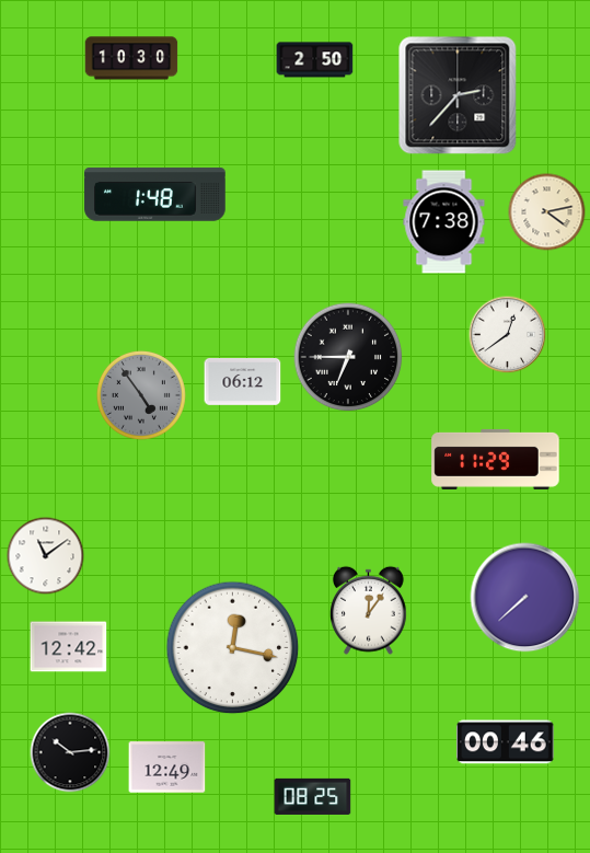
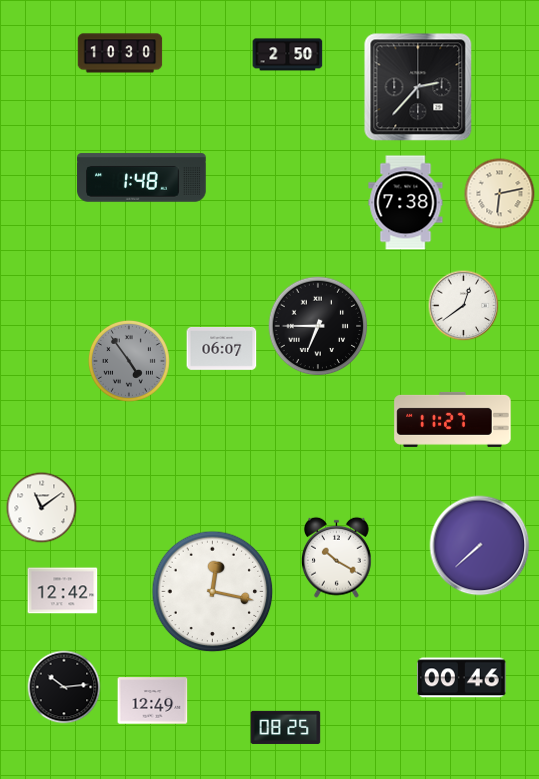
clock at (547, 212): 4:13 -> 6:13
clock at (243, 381): 06:12 -> 06:07
clock at (496, 459): 11:29 -> 11:27
clock at (368, 610): 12:06 -> 10:20
